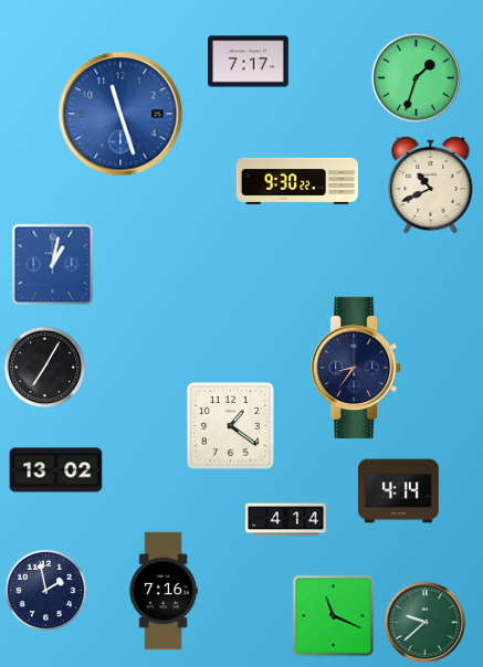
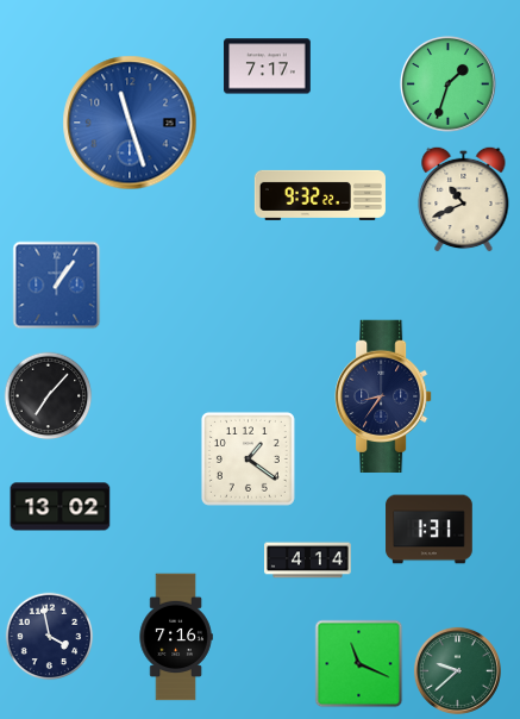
clock at (297, 181): 9:30 -> 9:32
clock at (53, 265): 1:02 -> 1:06
clock at (45, 368): 7:05 -> 7:07
clock at (399, 491): 4:14 -> 1:31
clock at (46, 591): 1:58 -> 3:58
